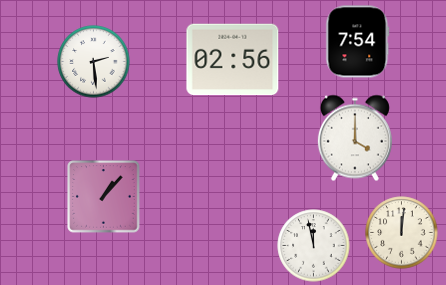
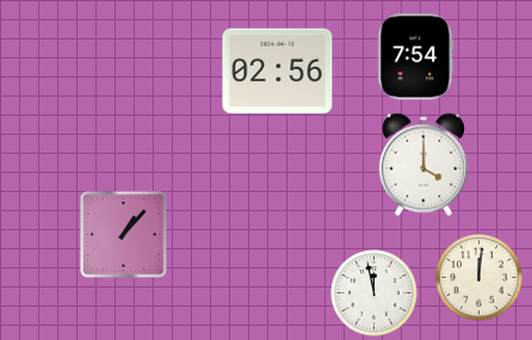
clock at (358, 42) position: (358, 42) -> (416, 57)
clock at (94, 62): 2:29 -> none
